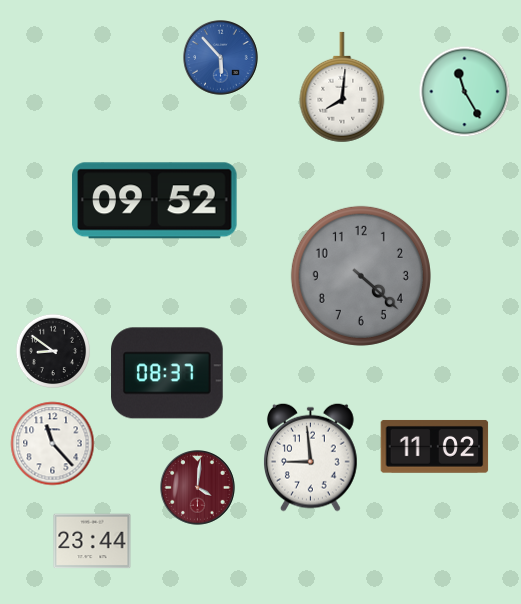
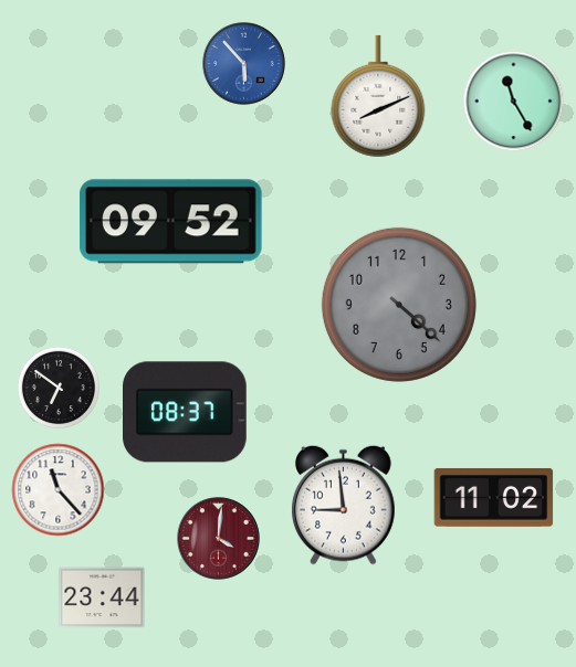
clock at (342, 87): 8:01 -> 8:11
clock at (53, 351): 8:51 -> 6:51
clock at (435, 446) position: (435, 446) -> (494, 497)
